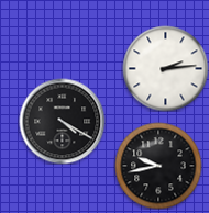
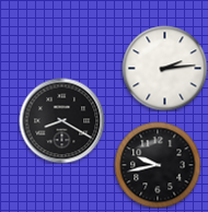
clock at (62, 121): 4:20 -> 8:20
